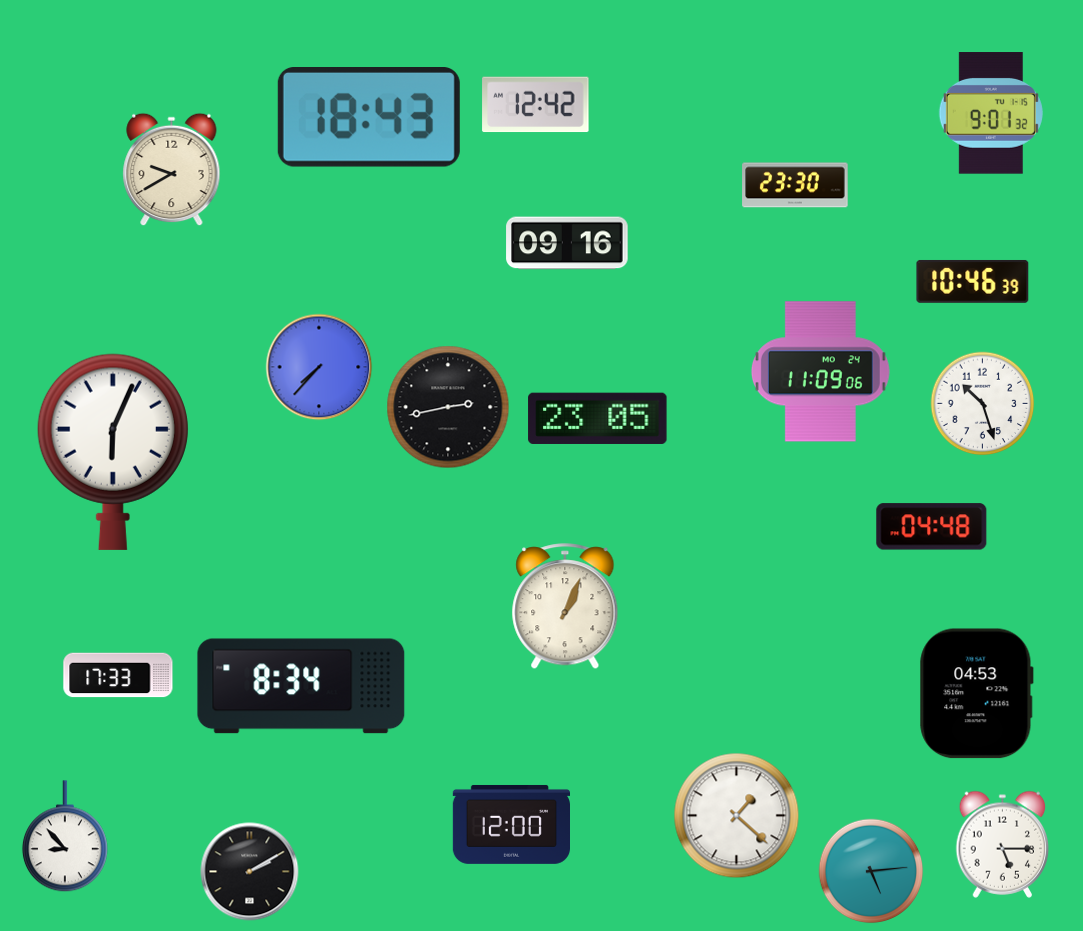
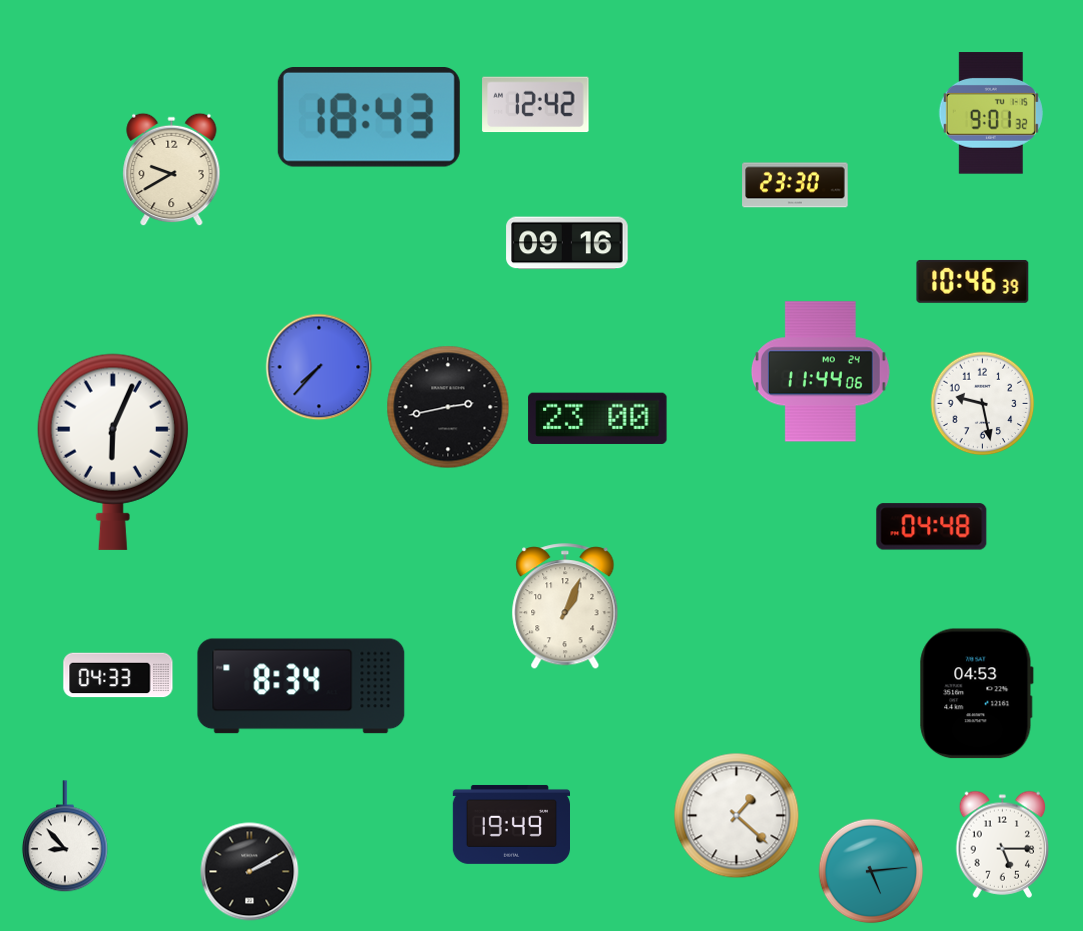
clock at (820, 372): 11:09 -> 11:44
clock at (983, 404): 10:27 -> 9:28
clock at (598, 418): 23:05 -> 23:00
clock at (118, 675): 17:33 -> 04:33
clock at (511, 824): 12:00 -> 19:49
